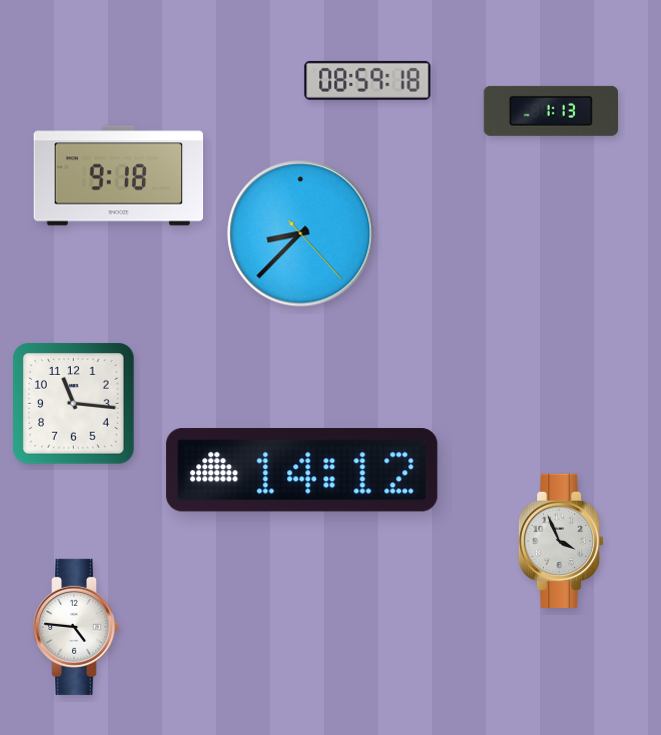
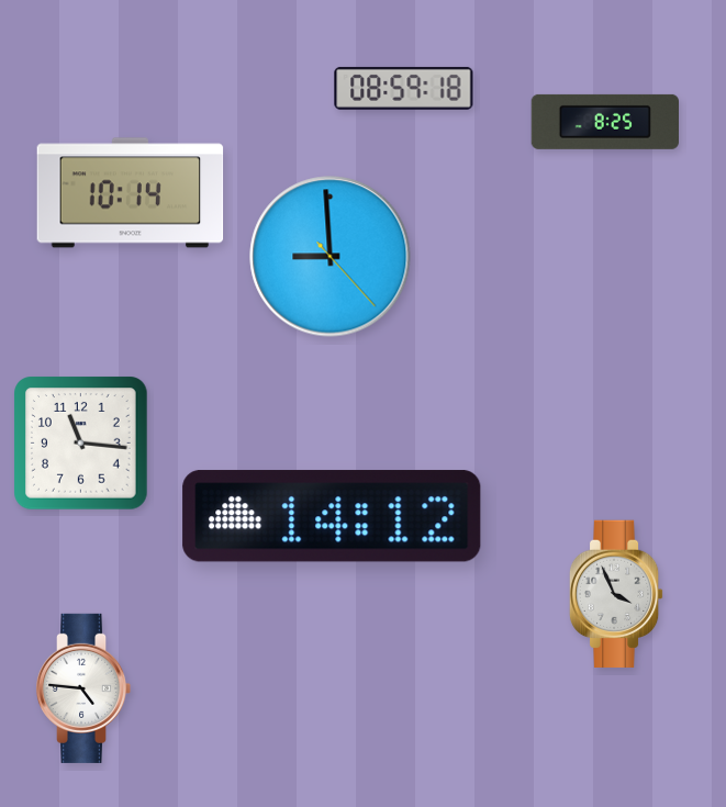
clock at (550, 111): 1:13 -> 8:25
clock at (119, 176): 9:18 -> 10:14
clock at (301, 234): 8:37 -> 8:59
